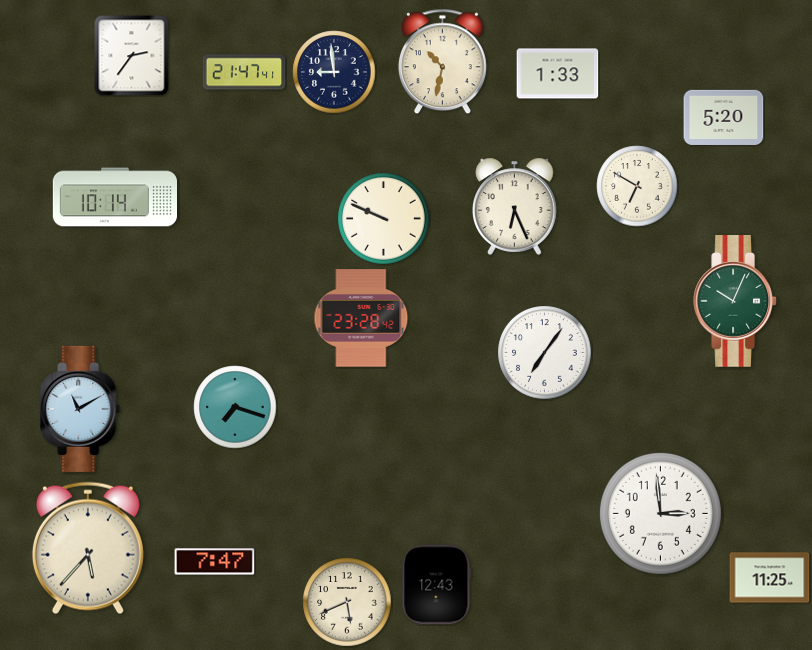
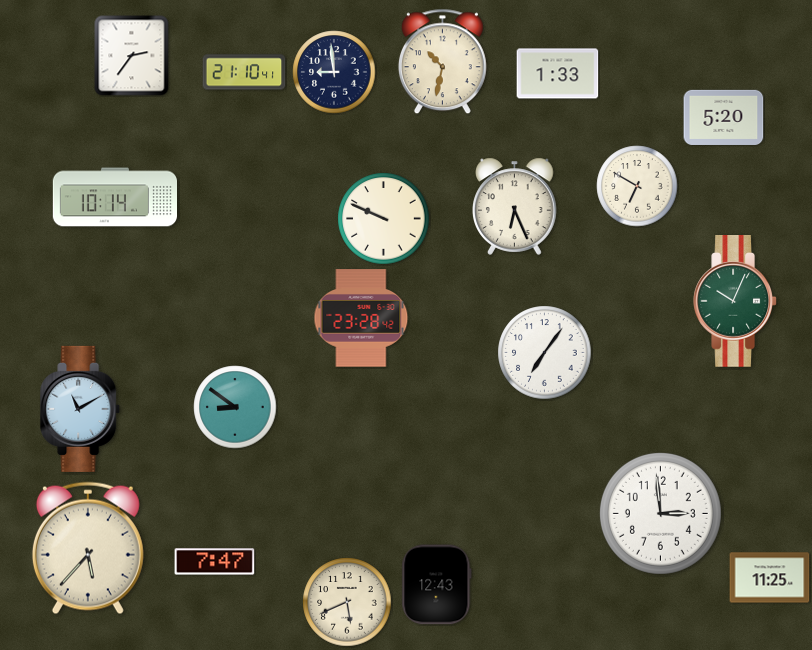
clock at (244, 72): 21:47 -> 21:10
clock at (235, 407): 7:18 -> 8:51
